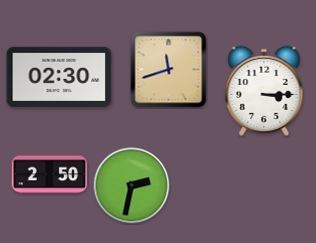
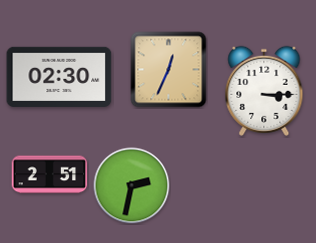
clock at (169, 70): 11:42 -> 12:34
clock at (50, 175): 2:50 -> 2:51
